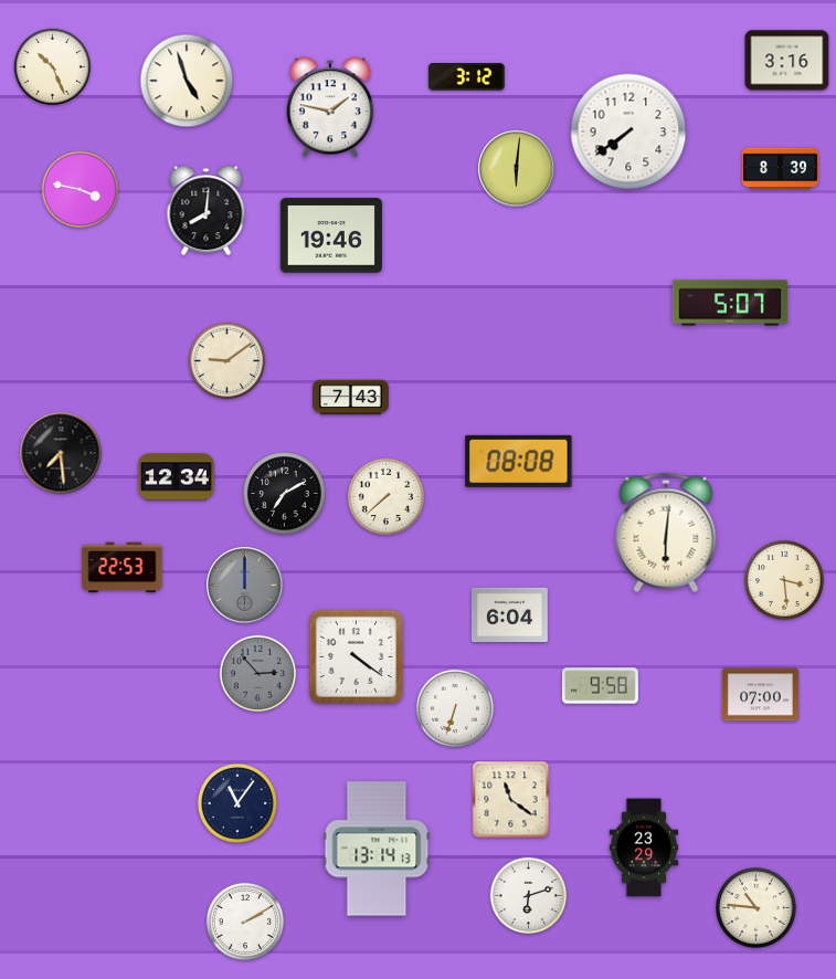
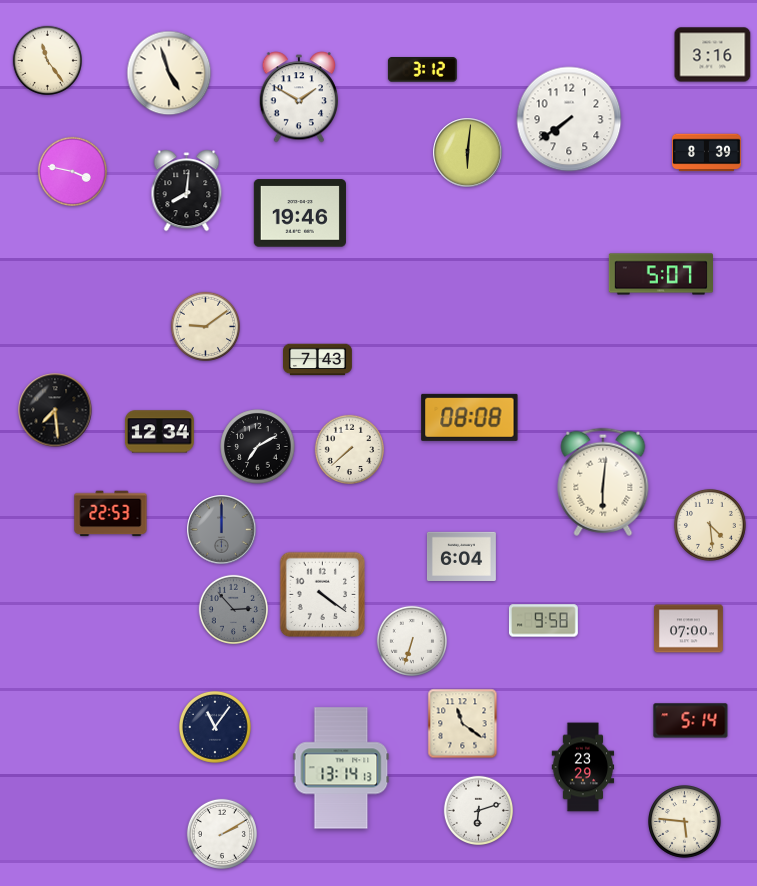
clock at (52, 66): 10:26 -> 11:24
clock at (330, 107): 1:47 -> 1:50
clock at (784, 580): 3:29 -> 4:29
clock at (691, 721): none -> 5:14
clock at (756, 908): 10:46 -> 5:46
